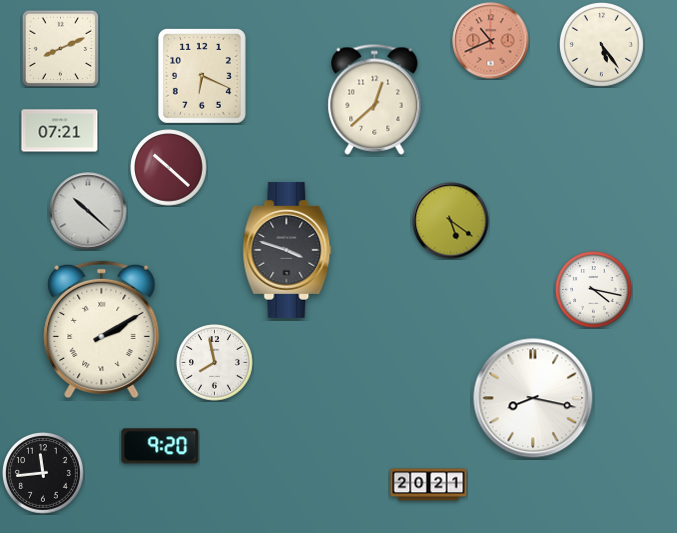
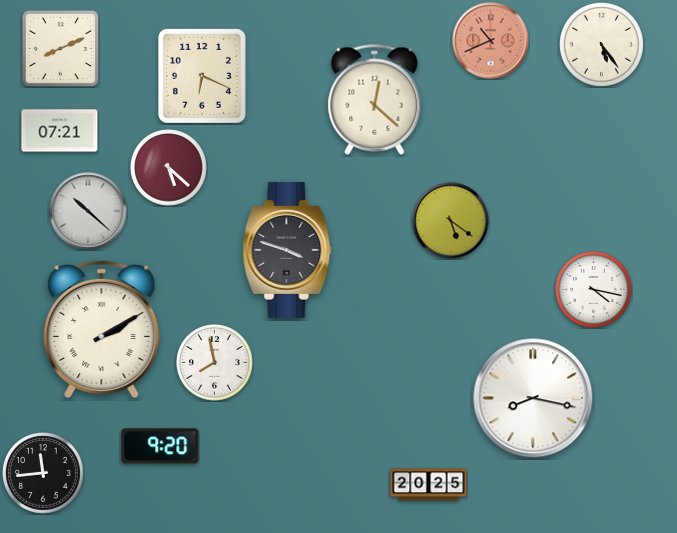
clock at (375, 99): 12:38 -> 12:22
clock at (169, 168): 10:22 -> 5:22
clock at (429, 485): 20:21 -> 20:25
